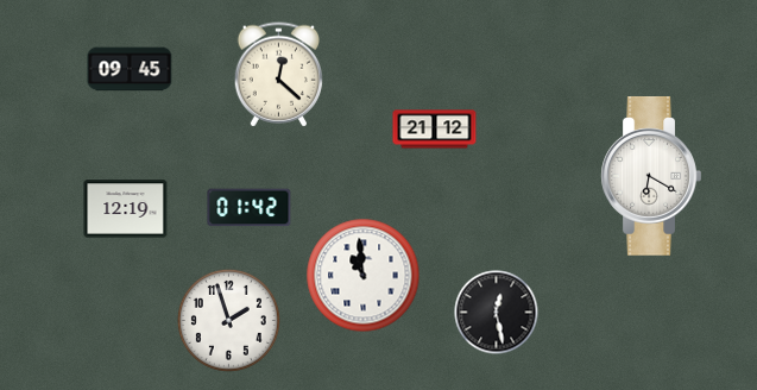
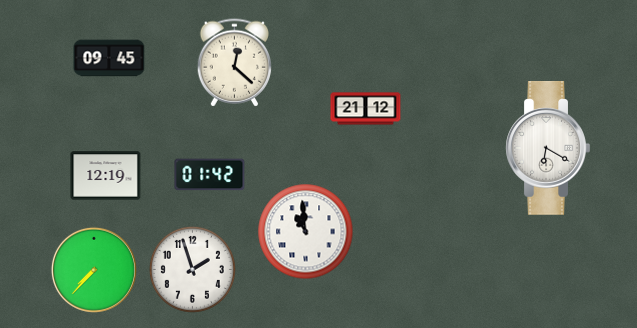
clock at (497, 313): 12:28 -> none
clock at (94, 270): none -> 7:37
